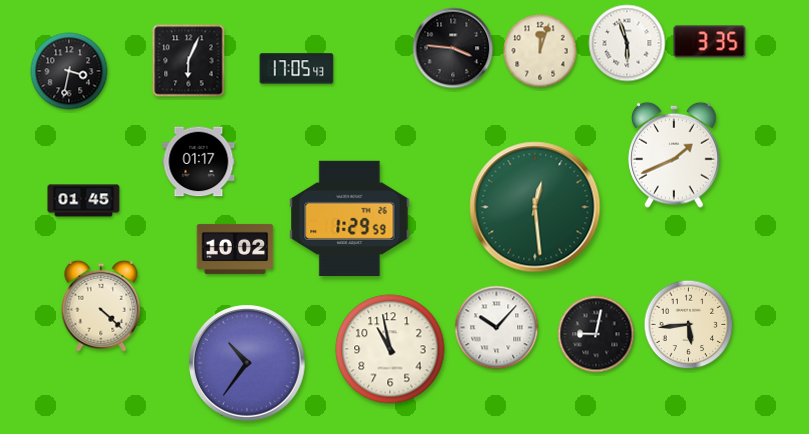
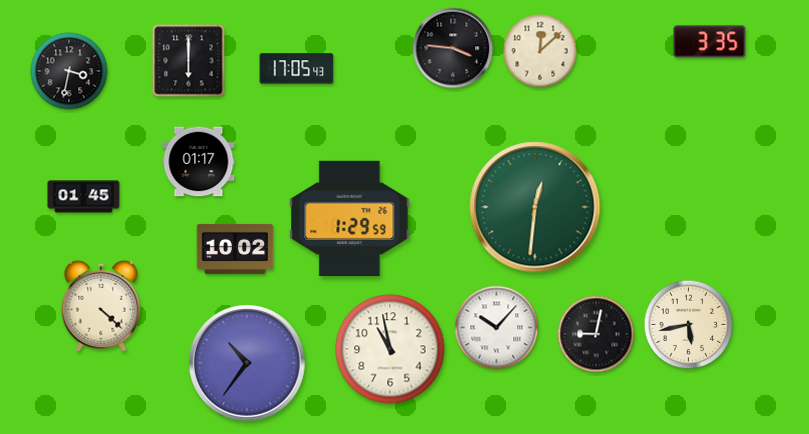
clock at (627, 43): 5:57 -> none
clock at (540, 51): 12:03 -> 12:08
clock at (189, 61): 6:04 -> 6:00
clock at (675, 155): 1:41 -> none
clock at (84, 201) position: (84, 201) -> (84, 197)
clock at (535, 207): 12:29 -> 12:31
clock at (689, 325): 5:44 -> 5:43
